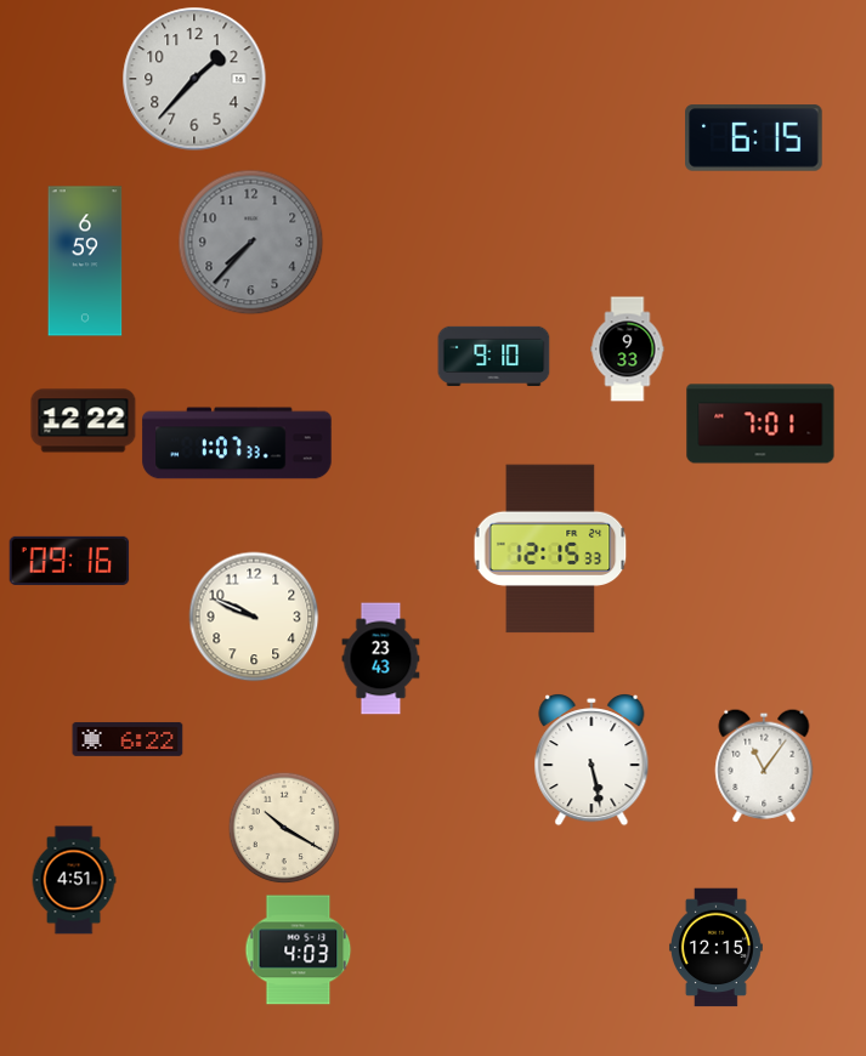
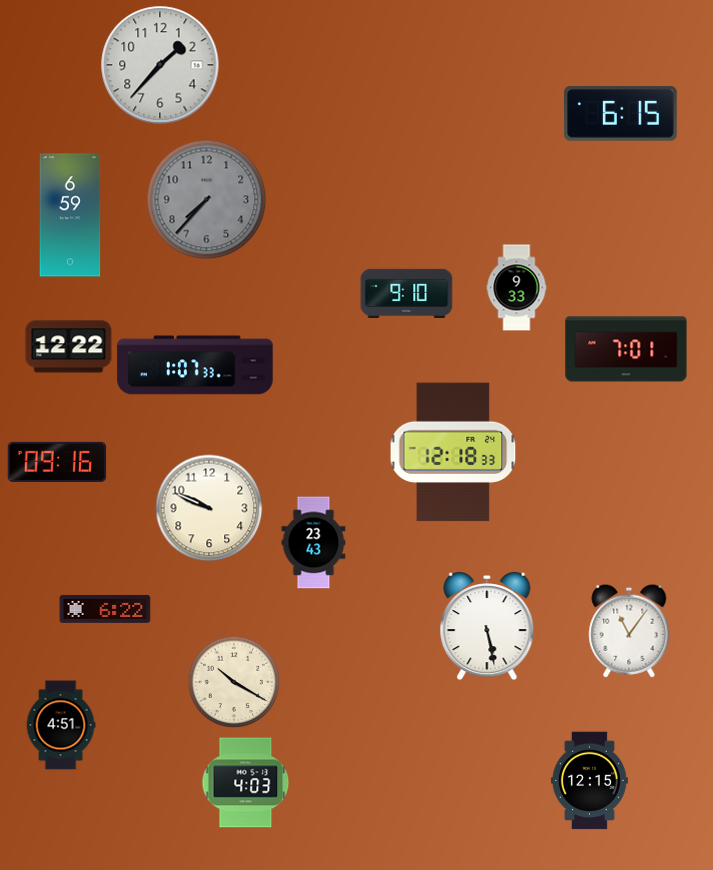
clock at (550, 549): 12:15 -> 12:18
